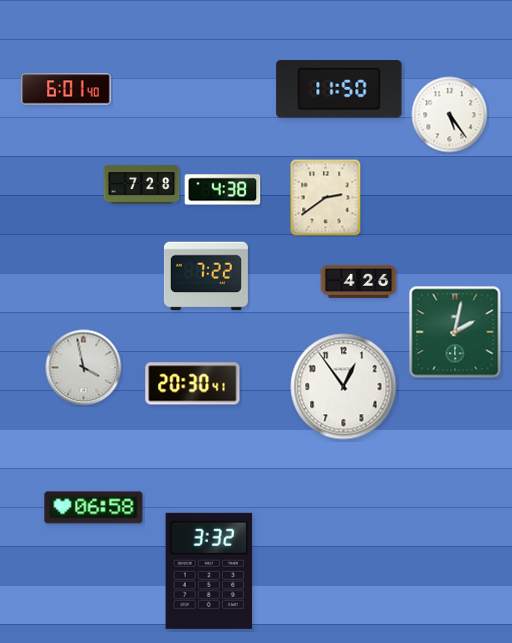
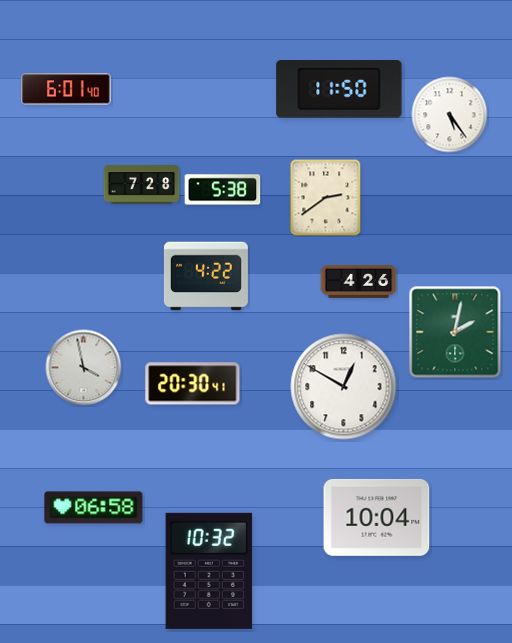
clock at (223, 190): 4:38 -> 5:38
clock at (206, 276): 7:22 -> 4:22
clock at (344, 387): 12:54 -> 12:50
clock at (377, 517): none -> 10:04
clock at (209, 571): 3:32 -> 10:32
